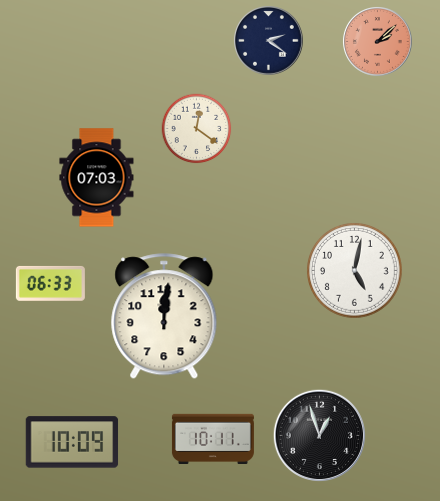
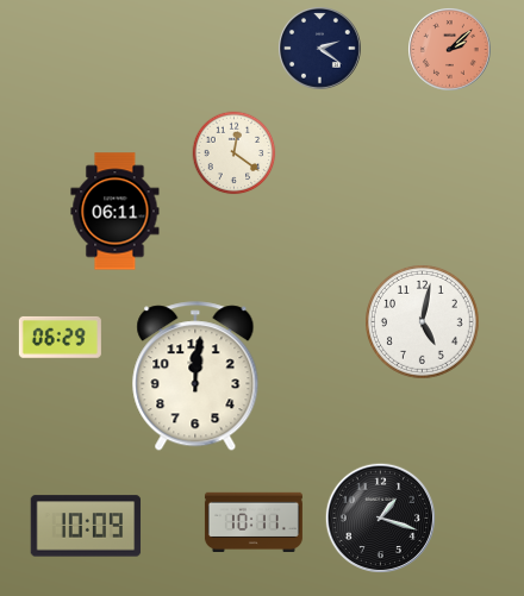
clock at (97, 178): 07:03 -> 06:11
clock at (50, 283): 06:33 -> 06:29
clock at (319, 435): 12:57 -> 1:18
